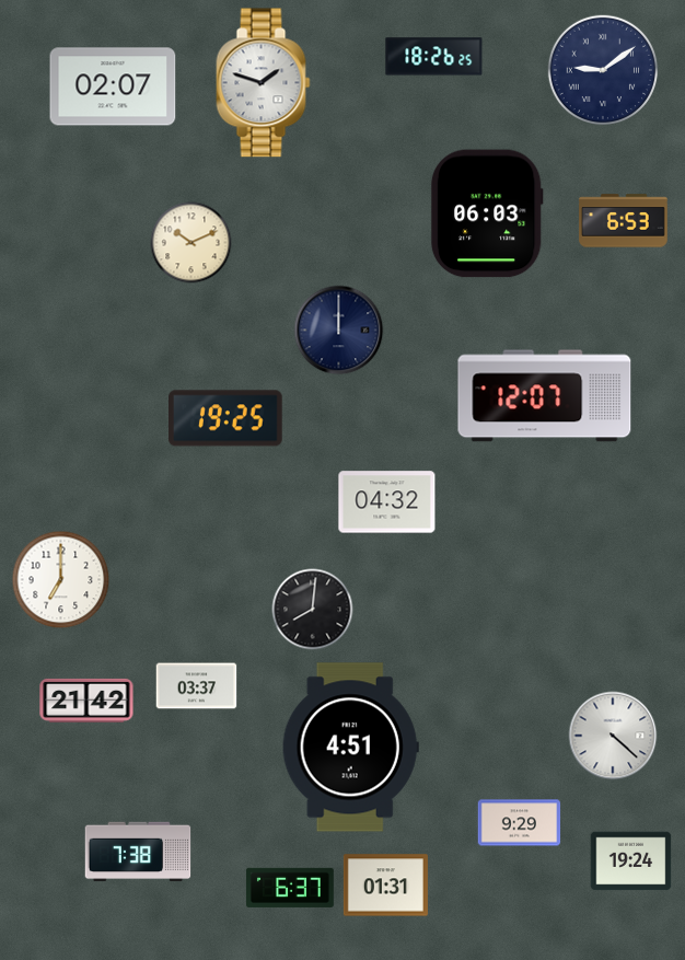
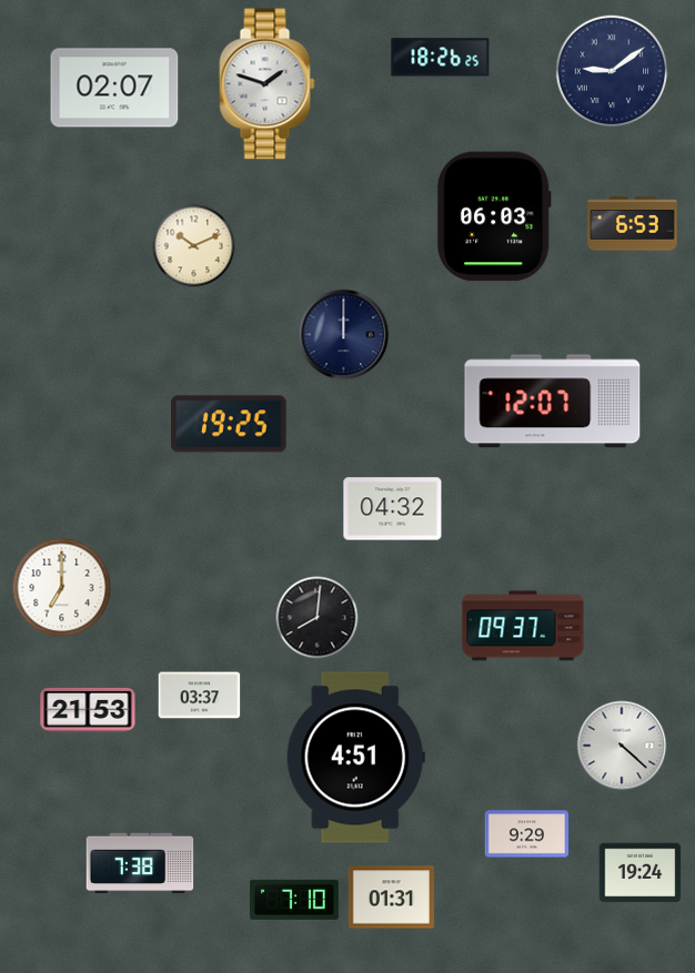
clock at (523, 626): none -> 09:37
clock at (86, 701): 21:42 -> 21:53
clock at (290, 888): 6:37 -> 7:10
